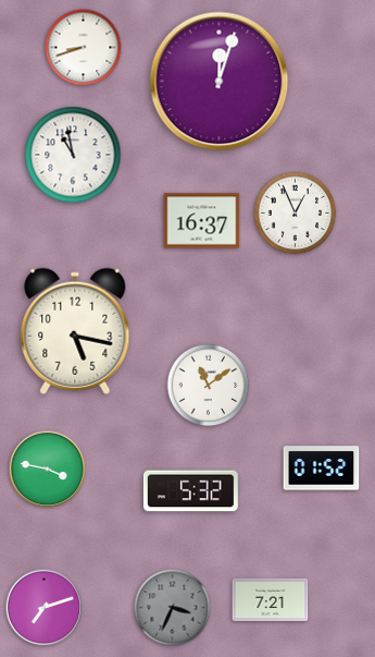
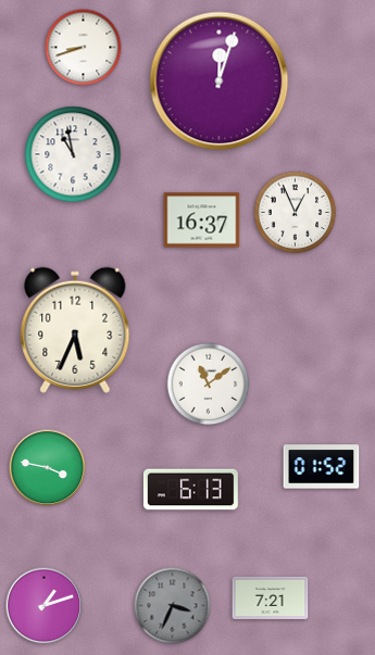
clock at (75, 331): 5:17 -> 5:34
clock at (190, 491): 5:32 -> 6:13
clock at (45, 608): 7:12 -> 1:12
